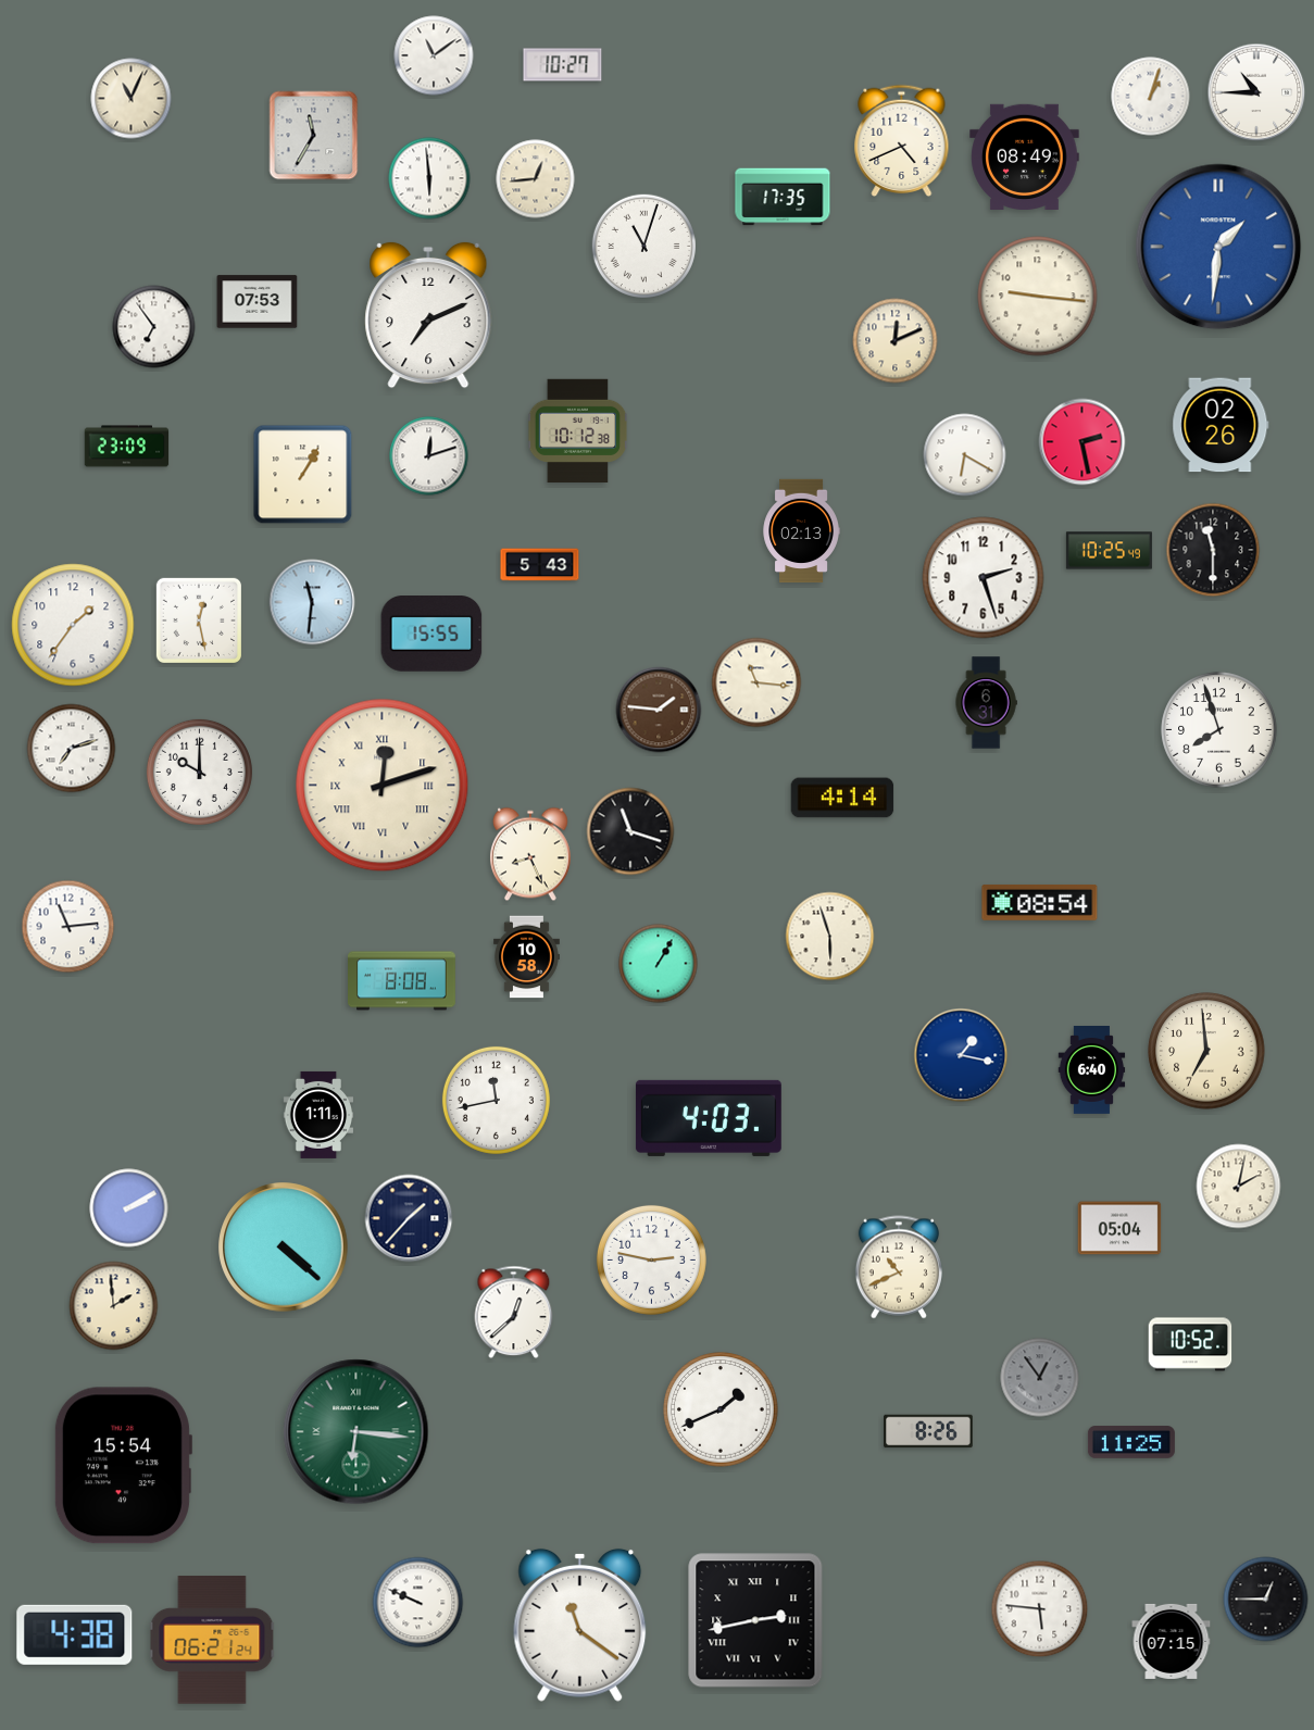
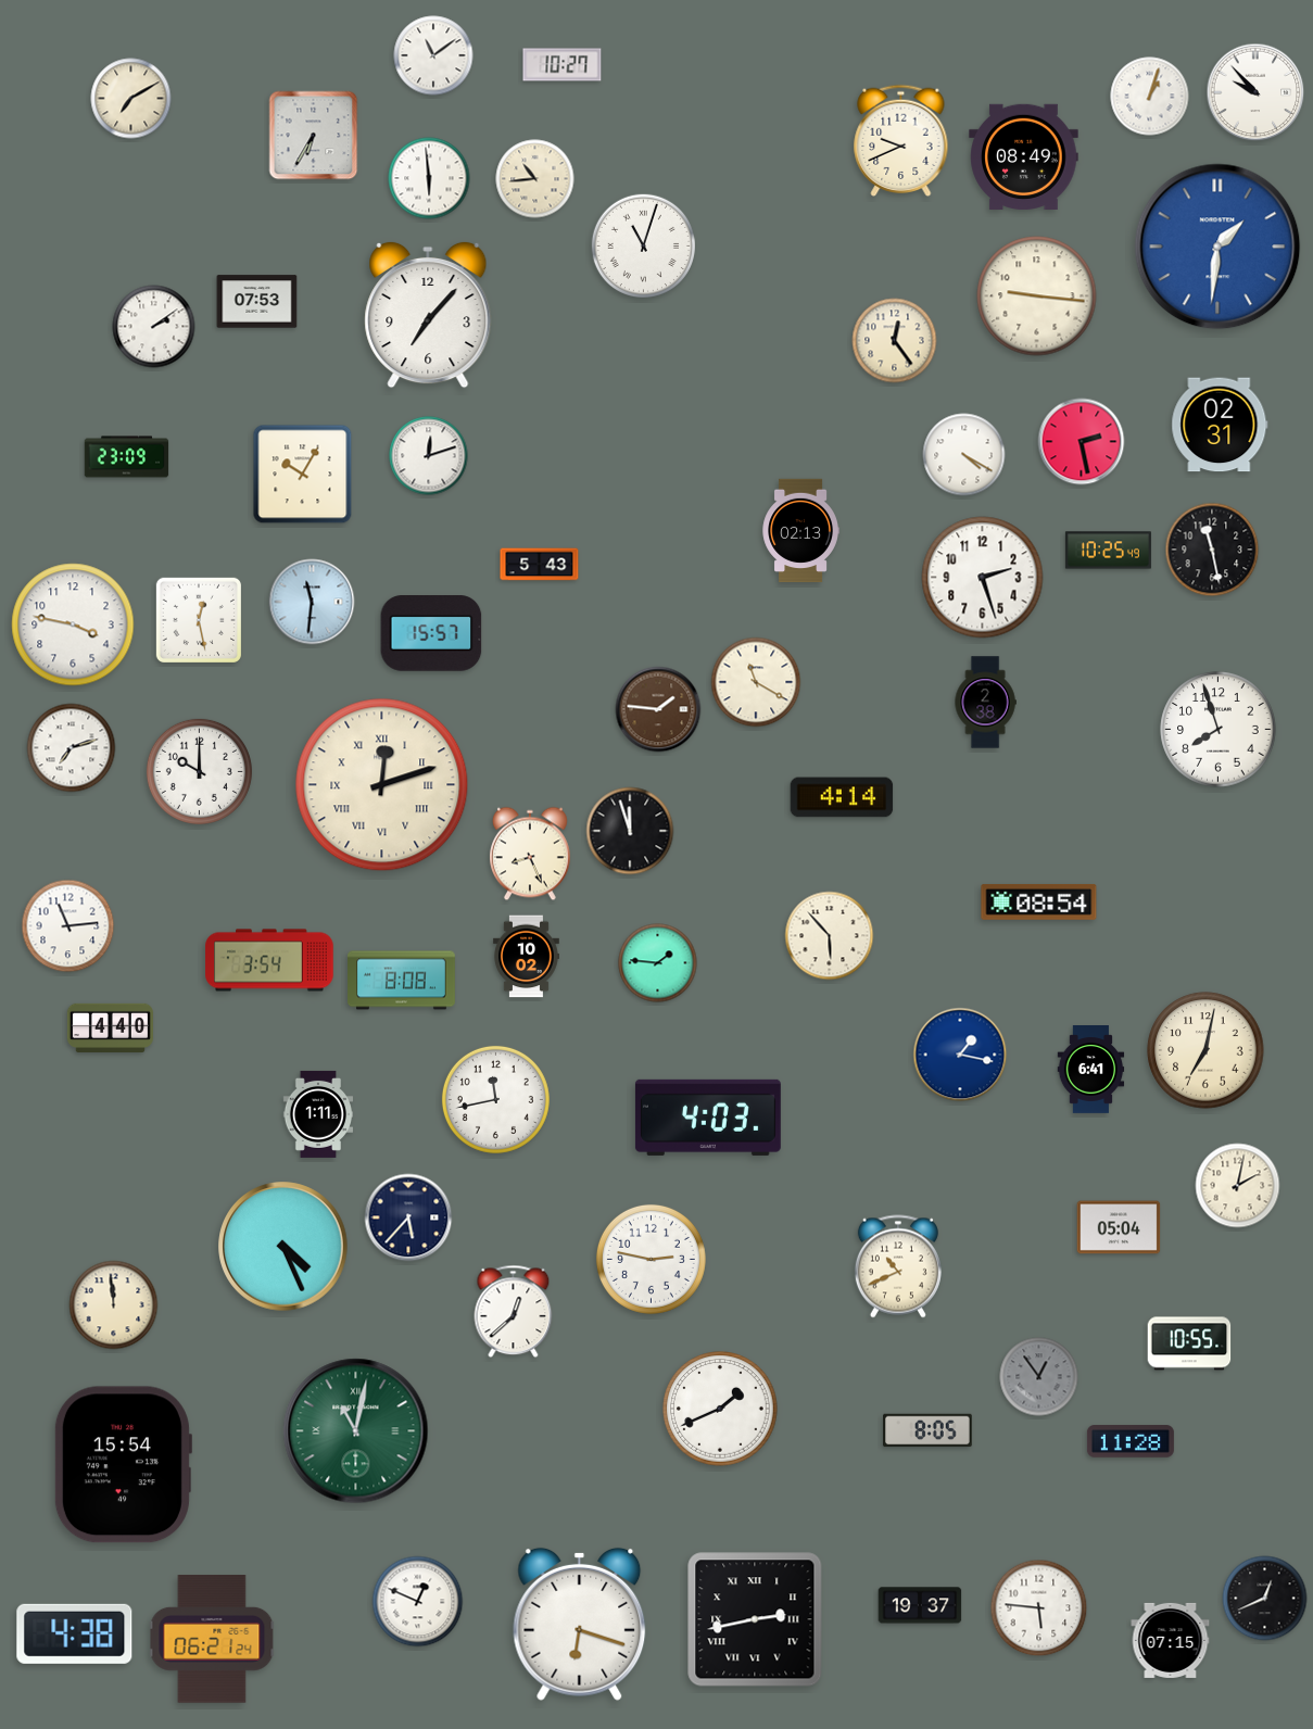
clock at (1256, 92): 10:45 -> 9:53
clock at (132, 99): 11:04 -> 7:10
clock at (314, 136): 11:35 -> 6:35
clock at (902, 140): 4:41 -> 9:41
clock at (536, 179): 12:44 -> 10:44
clock at (783, 197): 17:35 -> none
clock at (428, 315): 7:11 -> 7:07
clock at (154, 327): 6:54 -> 2:09
clock at (896, 341): 12:11 -> 12:24
clock at (1221, 425): 02:26 -> 02:31
clock at (578, 431): 10:12 -> none
clock at (127, 447) position: (127, 447) -> (127, 457)
clock at (965, 455): 6:20 -> 4:20
clock at (303, 475): 1:05 -> 10:05
clock at (1213, 550): 11:30 -> 11:28
clock at (73, 625): 1:36 -> 3:47
clock at (431, 635): 15:55 -> 15:57
clock at (756, 682): 11:16 -> 11:20
clock at (986, 703): 6:31 -> 2:38
clock at (630, 831): 11:18 -> 11:57
clock at (830, 937): 5:57 -> 5:53
clock at (526, 957): 10:58 -> 10:02
clock at (269, 960): none -> 3:54
clock at (659, 964): 1:05 -> 1:46
clock at (110, 1027): none -> 4:40
clock at (1206, 1051): 6:59 -> 7:02
clock at (1092, 1070): 6:40 -> 6:41
clock at (129, 1208): 2:10 -> none
clock at (409, 1218): 1:37 -> 5:37
clock at (284, 1248): 4:22 -> 4:26
clock at (114, 1306): 1:59 -> 11:59
clock at (1190, 1344): 10:52 -> 10:55
clock at (928, 1431): 8:26 -> 8:05
clock at (356, 1432): 6:16 -> 11:02
clock at (1131, 1442): 11:25 -> 11:28
clock at (1266, 1600): 12:45 -> 12:41
clock at (418, 1603): 9:49 -> 12:49
clock at (920, 1605): none -> 19:37
clock at (580, 1625): 11:21 -> 6:18
